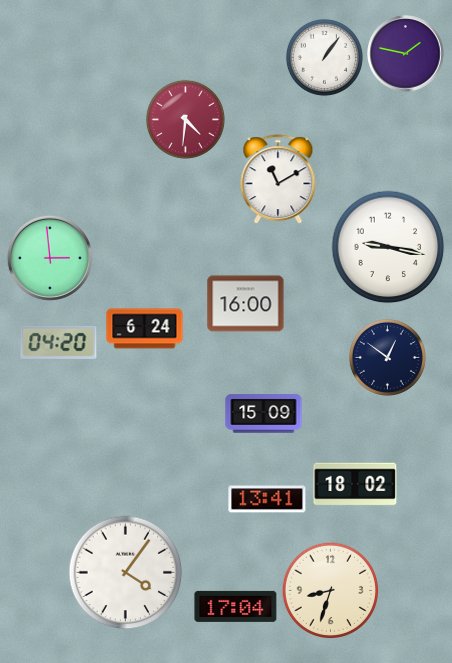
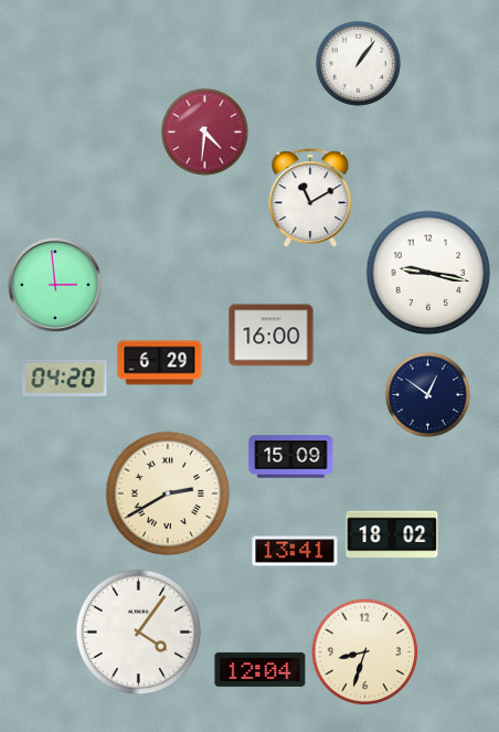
clock at (406, 54): 1:47 -> none
clock at (278, 179) position: (278, 179) -> (310, 198)
clock at (145, 329): 6:24 -> 6:29
clock at (168, 494): none -> 2:40
clock at (236, 606): 17:04 -> 12:04
